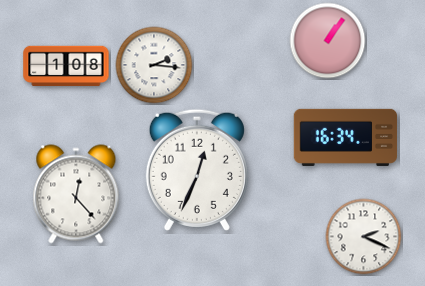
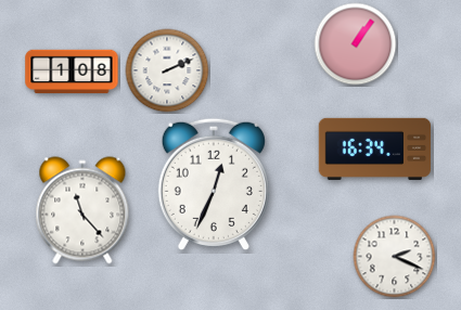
clock at (154, 65): 2:16 -> 2:11
clock at (76, 194): 12:23 -> 11:23
